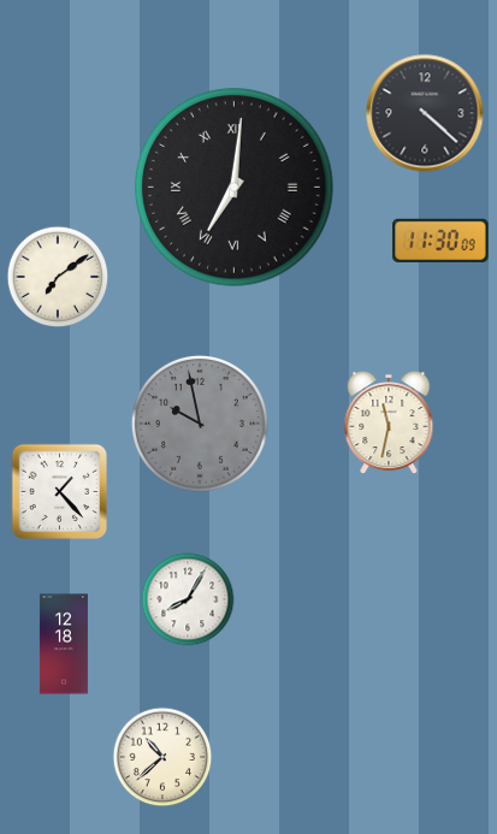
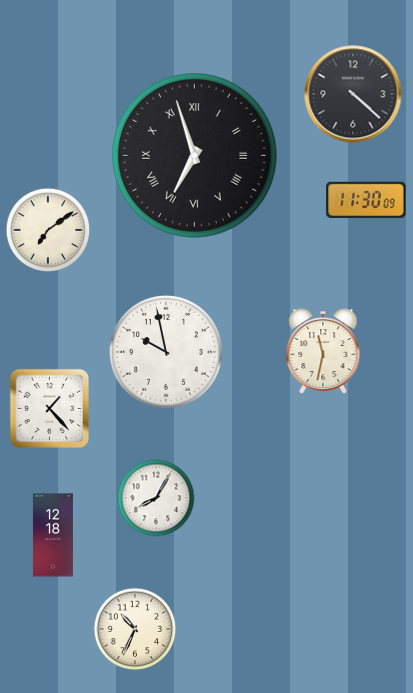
clock at (235, 188): 7:01 -> 6:57
clock at (200, 424) dial: grey -> white
clock at (162, 757): 10:38 -> 10:34
